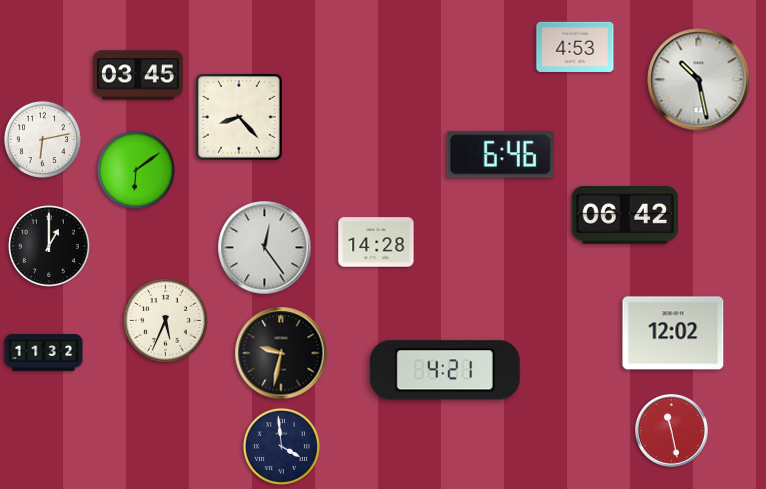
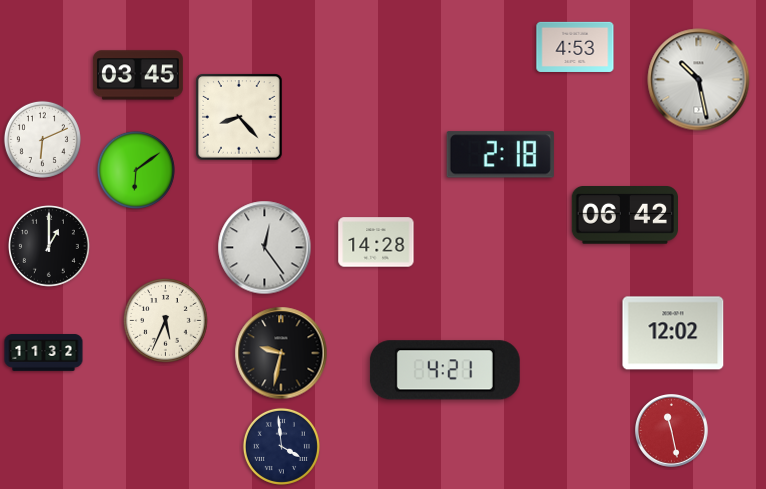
clock at (42, 139): 6:13 -> 6:11
clock at (500, 155): 6:46 -> 2:18
